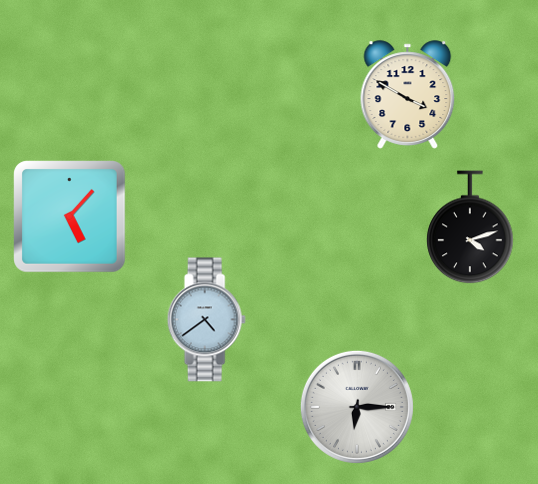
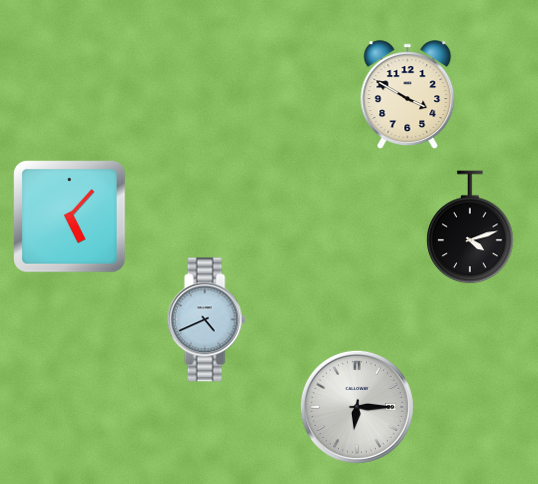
clock at (206, 320): 4:39 -> 4:41
